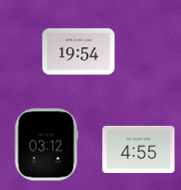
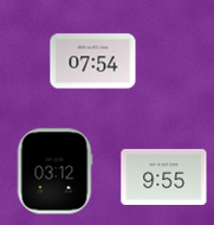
clock at (79, 52): 19:54 -> 07:54
clock at (139, 149): 4:55 -> 9:55
